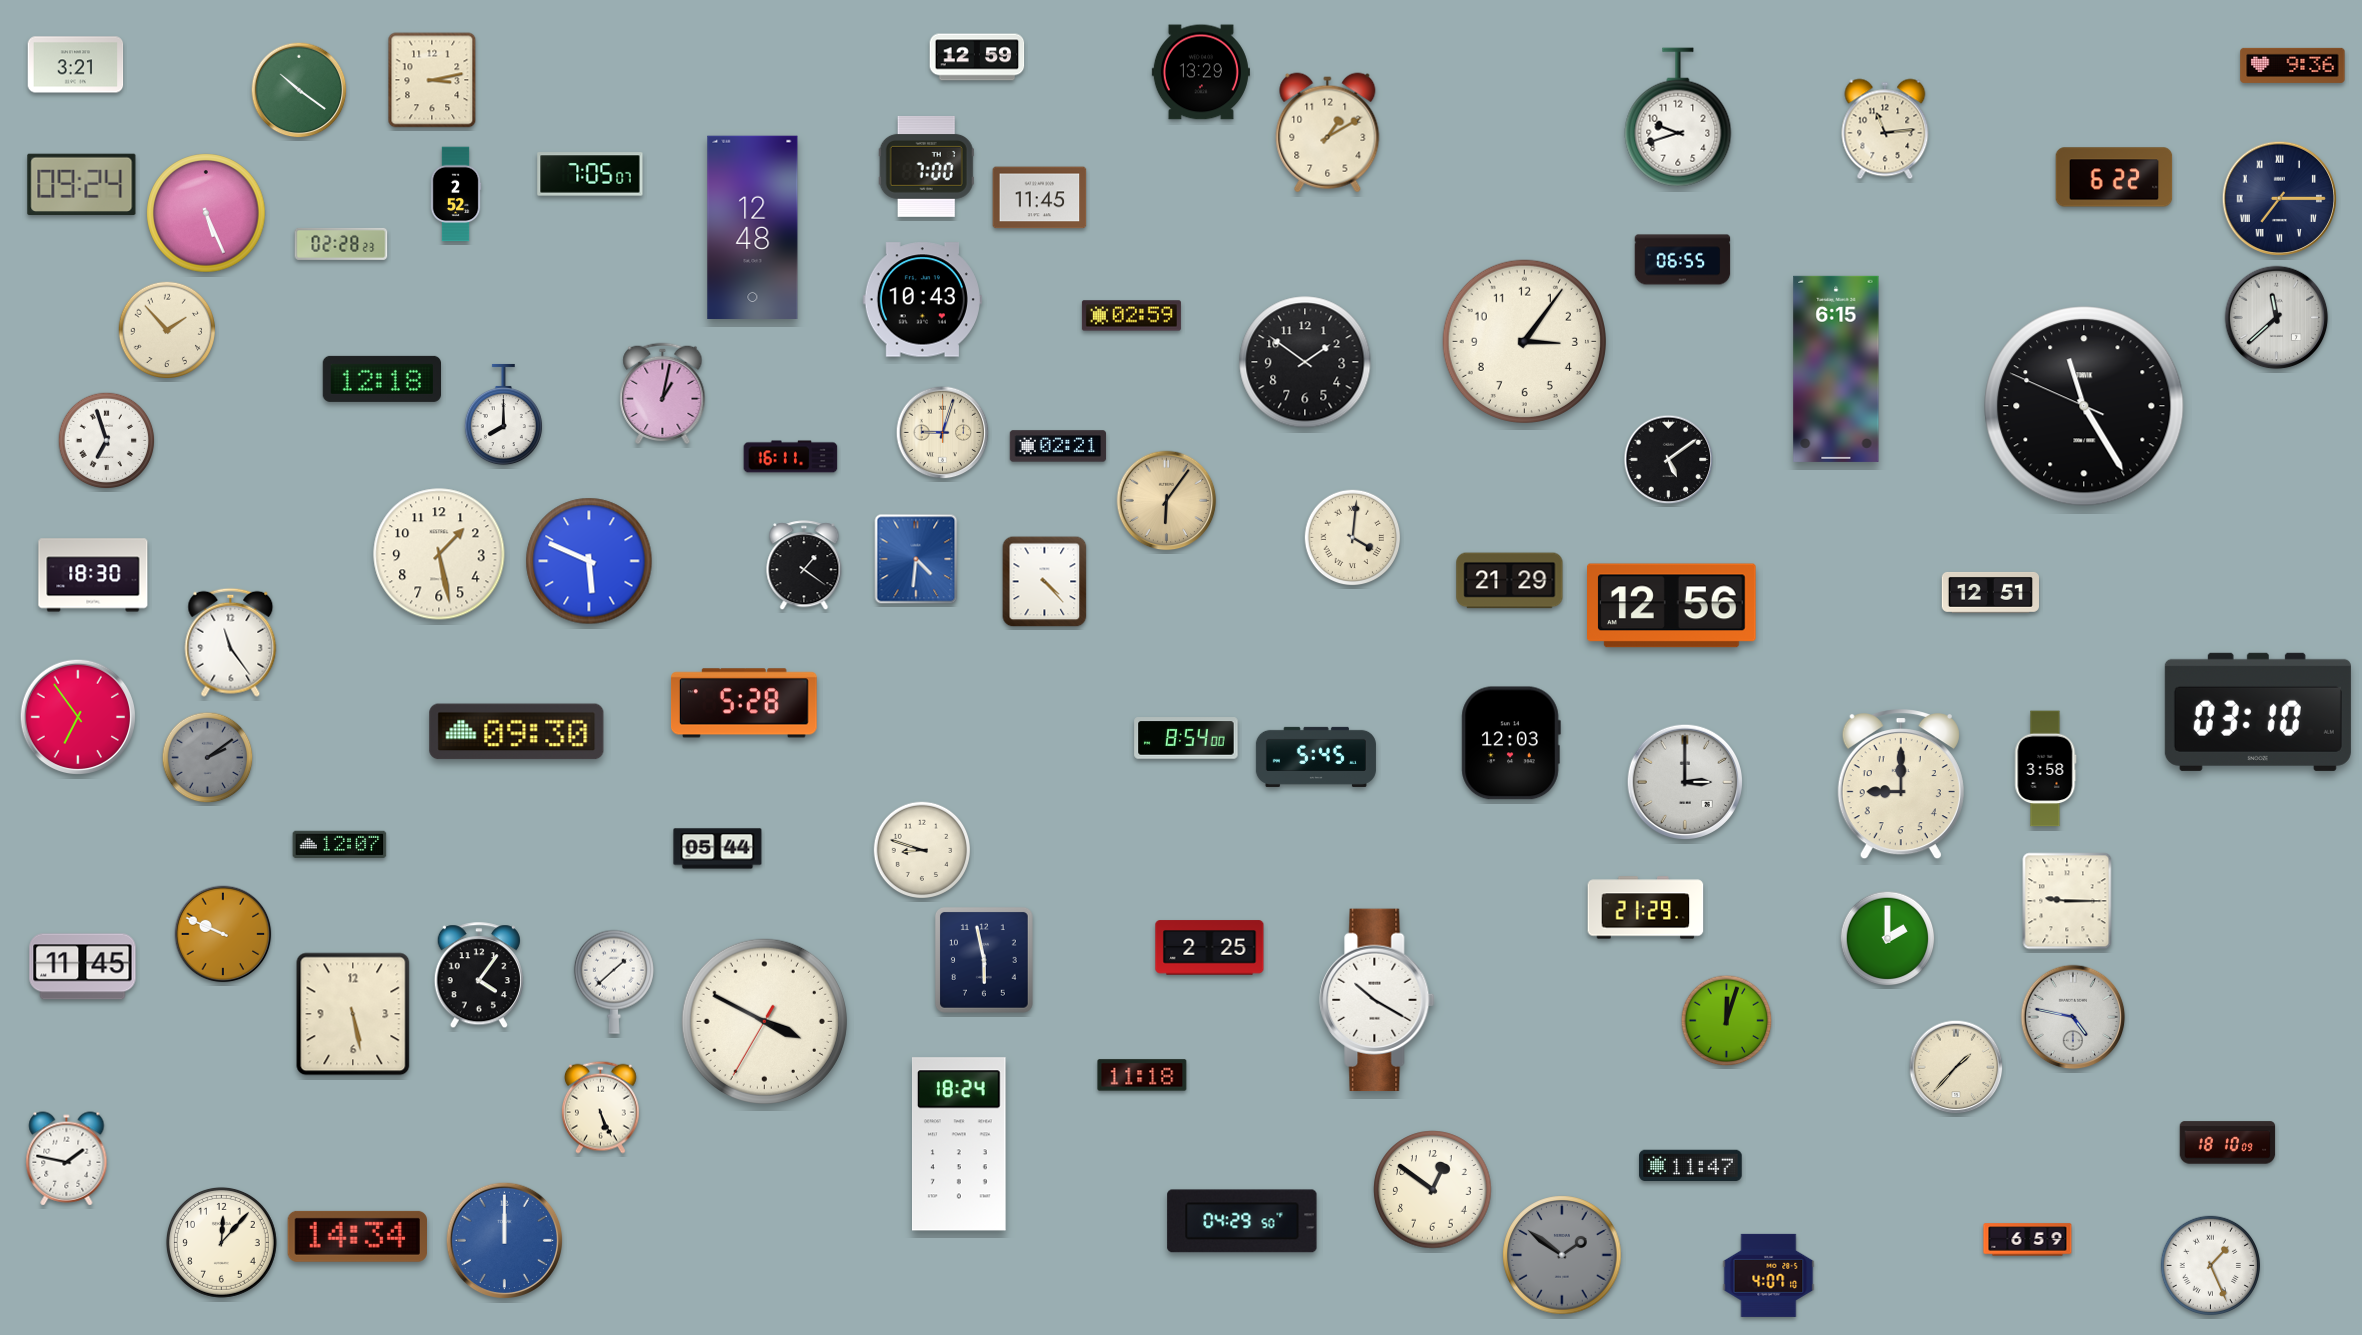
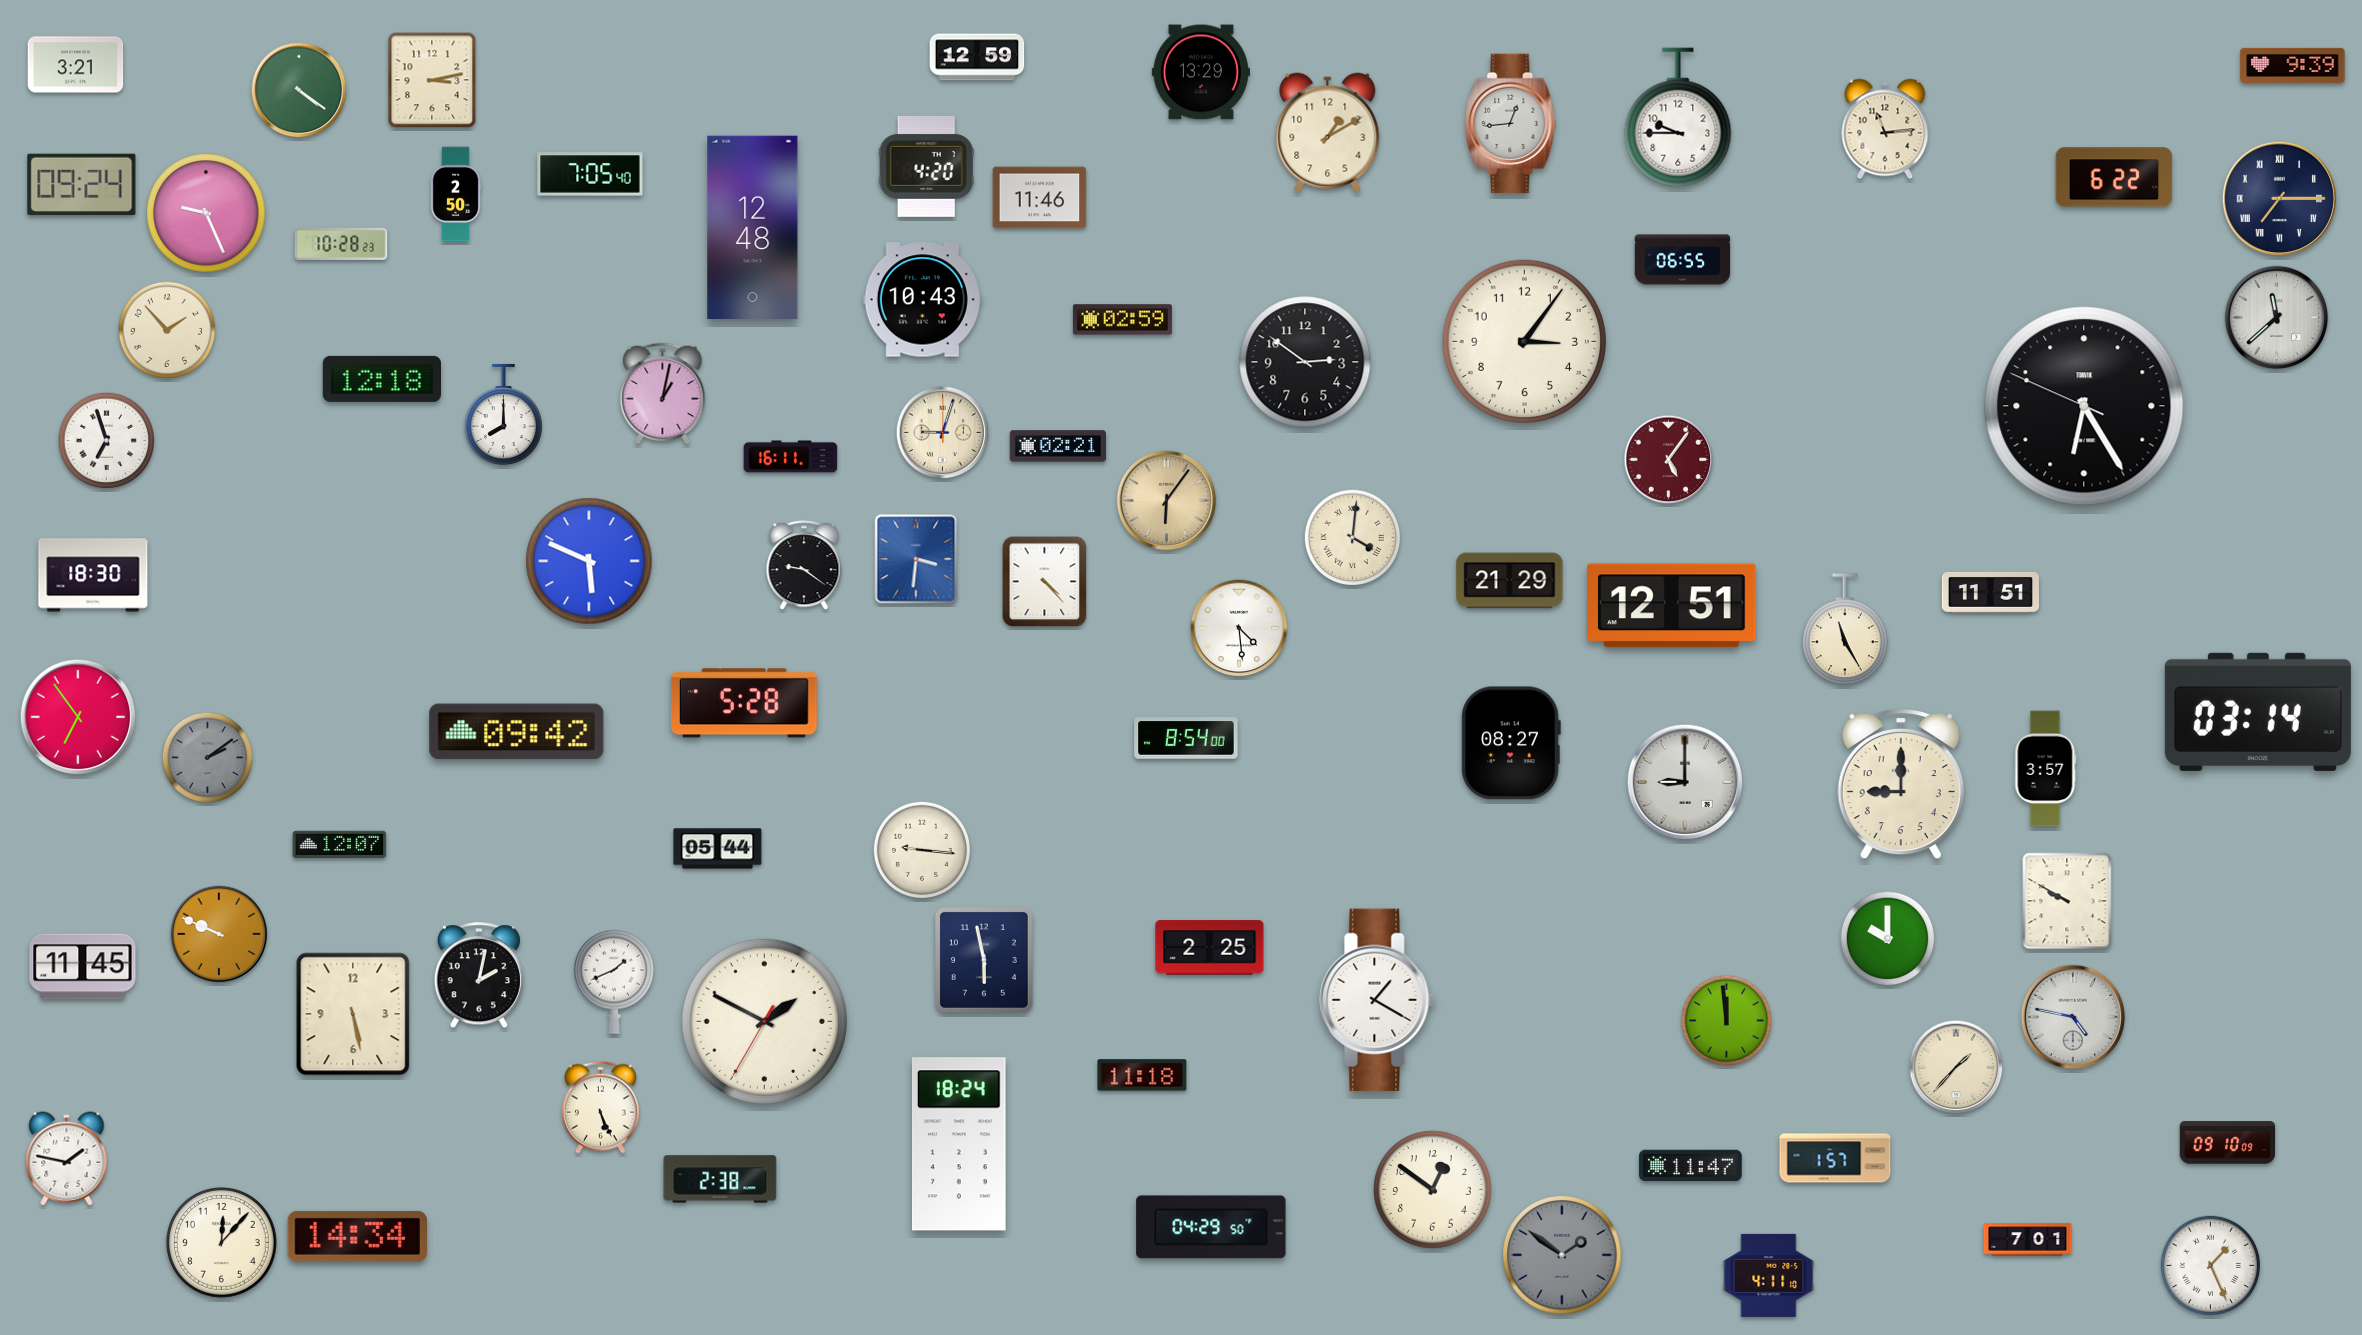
clock at (2293, 65): 9:36 -> 9:39
clock at (299, 90): 10:21 -> 4:21
clock at (1678, 117): 9:42 -> 9:45
clock at (1511, 124): none -> 12:44
clock at (926, 166): 7:00 -> 4:20
clock at (590, 174): 7:05:07 -> 7:05:40
clock at (456, 194): 2:52 -> 2:50
clock at (1040, 198): 11:45 -> 11:46
clock at (206, 213): 5:26 -> 9:26
clock at (341, 244): 02:28 -> 10:28
clock at (1131, 316) position: (1131, 316) -> (1122, 320)
clock at (1305, 362): 1:51 -> 2:51
clock at (1836, 369): 6:15 -> none
clock at (2084, 406): 11:24 -> 6:24
clock at (1669, 460): 5:09 -> 5:06
clock at (1669, 460) dial: black -> burgundy
clock at (439, 554): 1:28 -> none
clock at (916, 559): 4:31 -> 3:31
clock at (804, 566): 1:21 -> 9:21
clock at (1990, 593): 12:51 -> 11:51
clock at (1672, 606): 12:56 -> 12:51
clock at (1239, 628): none -> 4:29
clock at (1845, 630): none -> 11:25
clock at (231, 642): 11:24 -> none
clock at (2258, 712): 03:10 -> 03:14
clock at (517, 732): 09:30 -> 09:42
clock at (1511, 743): 12:03 -> 08:27
clock at (1316, 757): 5:45 -> none
clock at (2046, 769): 3:58 -> 3:57
clock at (1685, 782): 3:00 -> 9:00
clock at (922, 850): 8:48 -> 9:16
clock at (2067, 901): 9:15 -> 9:50
clock at (1646, 908): 21:29 -> none
clock at (223, 934) position: (223, 934) -> (219, 934)
clock at (1888, 939): 2:00 -> 10:00
clock at (479, 976): 4:06 -> 2:02
clock at (614, 982): 1:38 -> 1:41
clock at (1377, 1000): 10:20 -> 1:20
clock at (764, 1021): 3:49 -> 1:49
clock at (1727, 1021): 12:03 -> 11:59
clock at (2228, 1143): 18:10 -> 09:10
clock at (1835, 1158): none -> 1:57
clock at (720, 1179): none -> 2:38
clock at (1242, 1221) position: (1242, 1221) -> (1211, 1227)
clock at (504, 1240): 12:00 -> none
clock at (2028, 1240): 6:59 -> 7:01
clock at (1769, 1275): 4:07 -> 4:11
